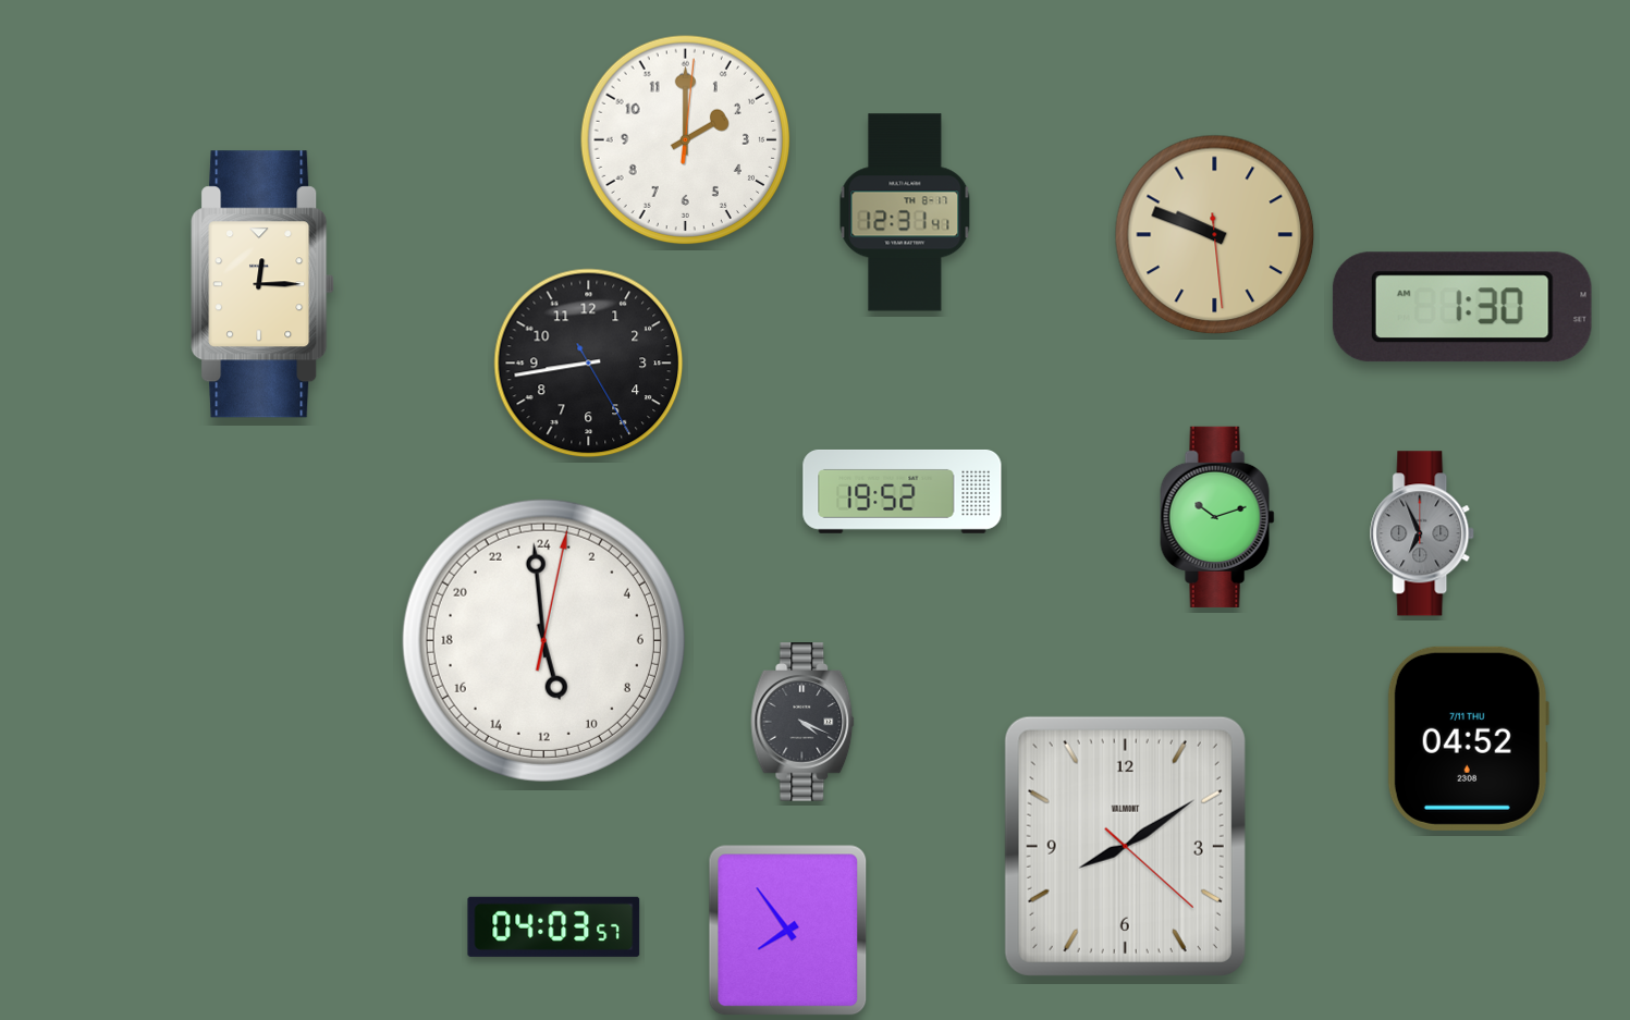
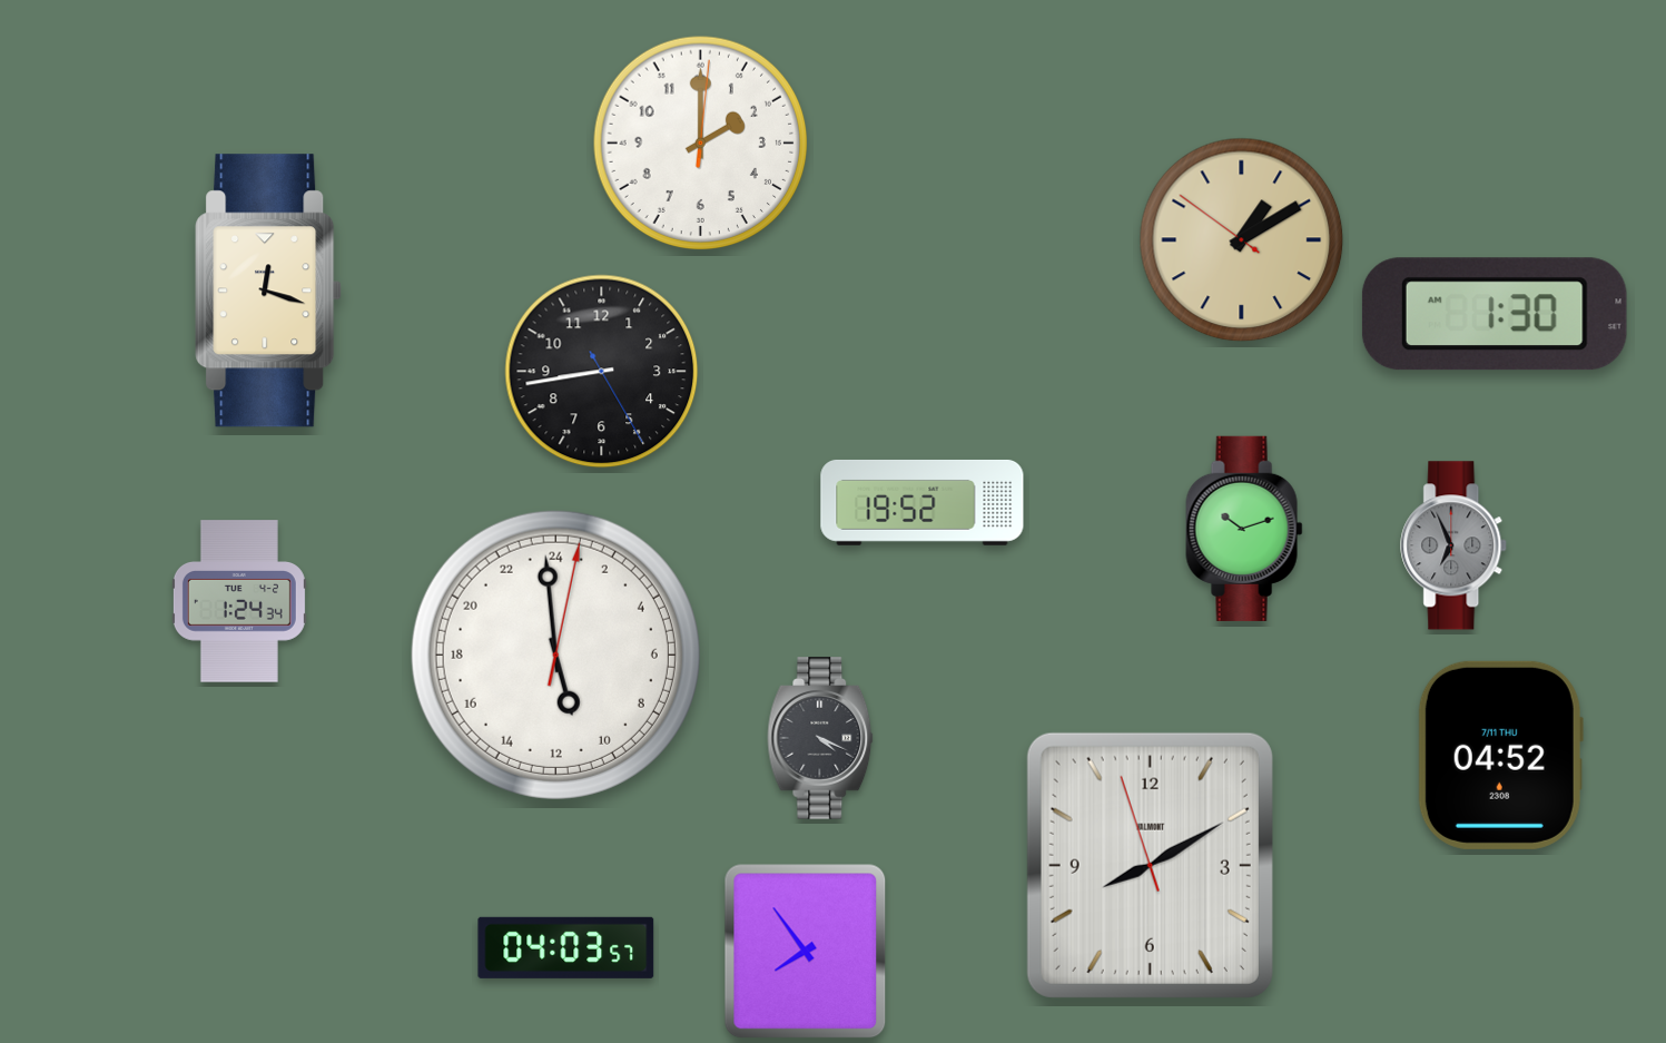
clock at (905, 212): 12:31 -> none
clock at (1215, 235): 9:48 -> 1:09
clock at (262, 284): 12:15 -> 12:18
clock at (239, 601): none -> 1:24
clock at (1125, 846): 8:09:22 -> 8:09:57
